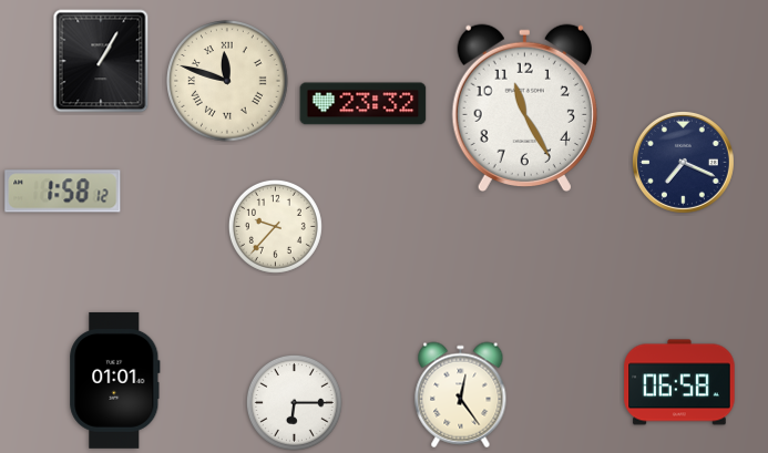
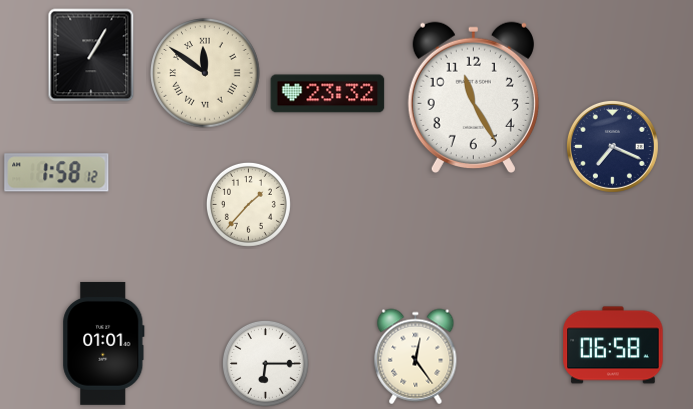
clock at (227, 81): 11:48 -> 11:51
clock at (683, 162) position: (683, 162) -> (612, 146)
clock at (275, 226): 9:37 -> 1:37
